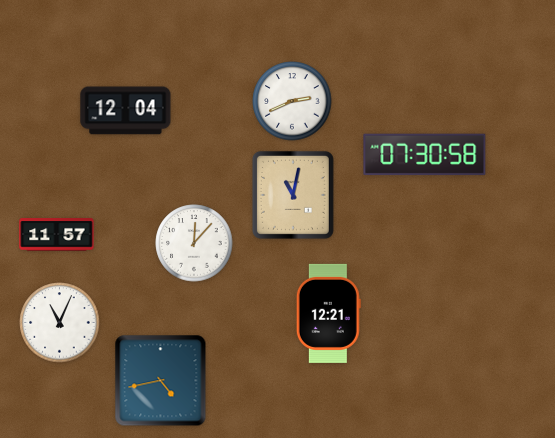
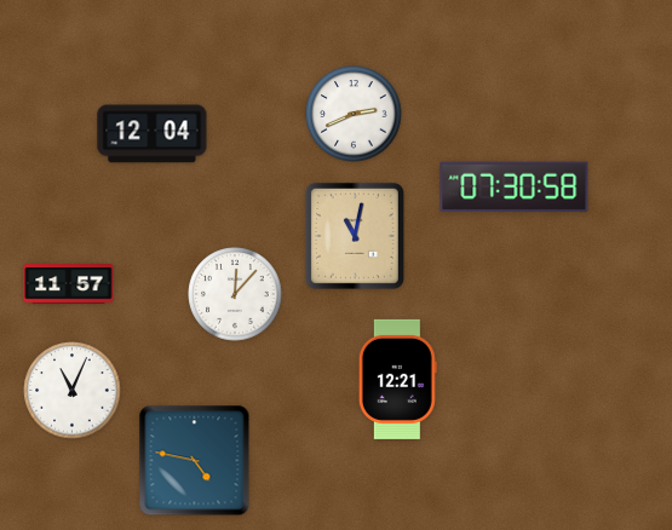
clock at (292, 101) position: (292, 101) -> (354, 114)
clock at (161, 381): 4:43 -> 4:47
